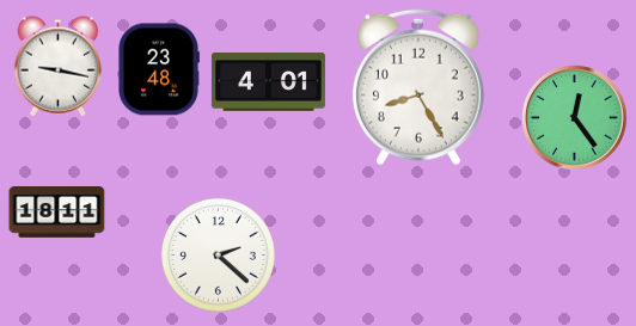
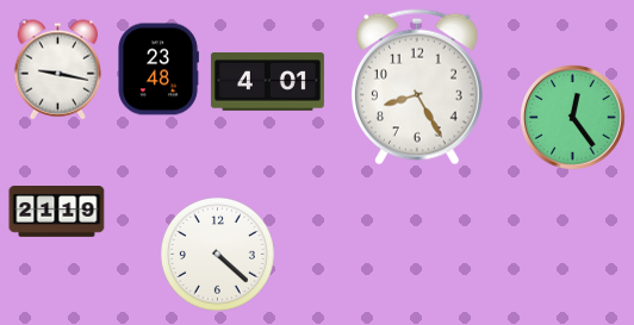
clock at (59, 67) position: (59, 67) -> (58, 70)
clock at (57, 213): 18:11 -> 21:19
clock at (218, 254): 2:22 -> 4:22
